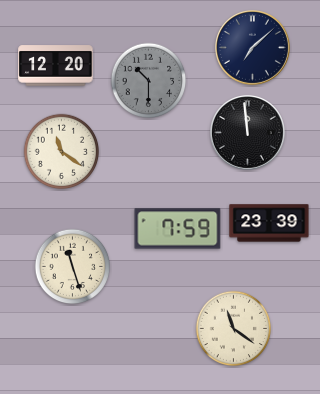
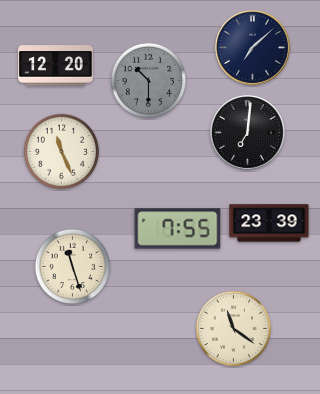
clock at (247, 132): 11:59 -> 7:01
clock at (62, 152): 11:21 -> 11:26
clock at (178, 229): 7:59 -> 7:55
